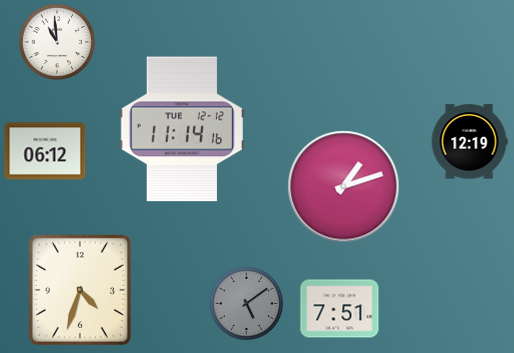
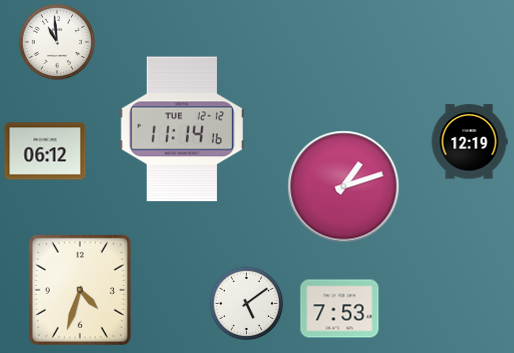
clock at (247, 304) dial: grey -> white
clock at (340, 309): 7:51 -> 7:53
